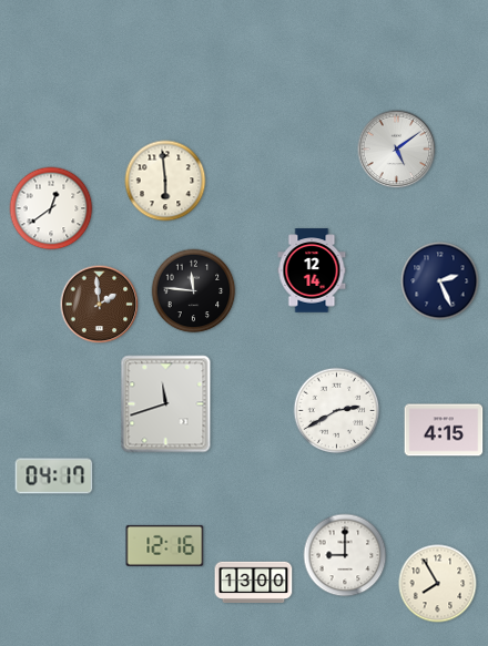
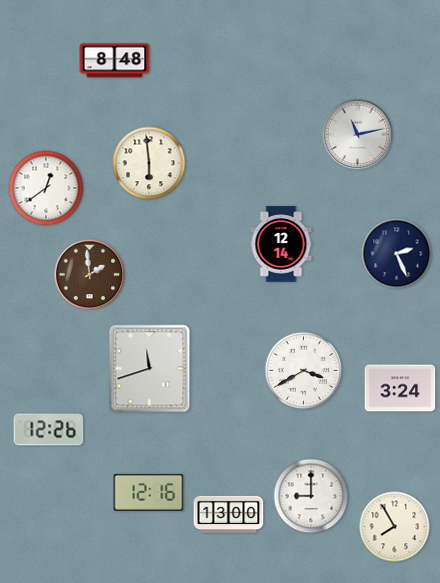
clock at (115, 61): none -> 8:48
clock at (397, 150): 5:09 -> 11:13
clock at (194, 291): 11:46 -> none
clock at (166, 404) position: (166, 404) -> (150, 369)
clock at (337, 411): 2:40 -> 3:40
clock at (444, 430): 4:15 -> 3:24
clock at (54, 476): 04:17 -> 12:26
clock at (345, 555) position: (345, 555) -> (311, 496)
clock at (254, 582) position: (254, 582) -> (229, 514)
